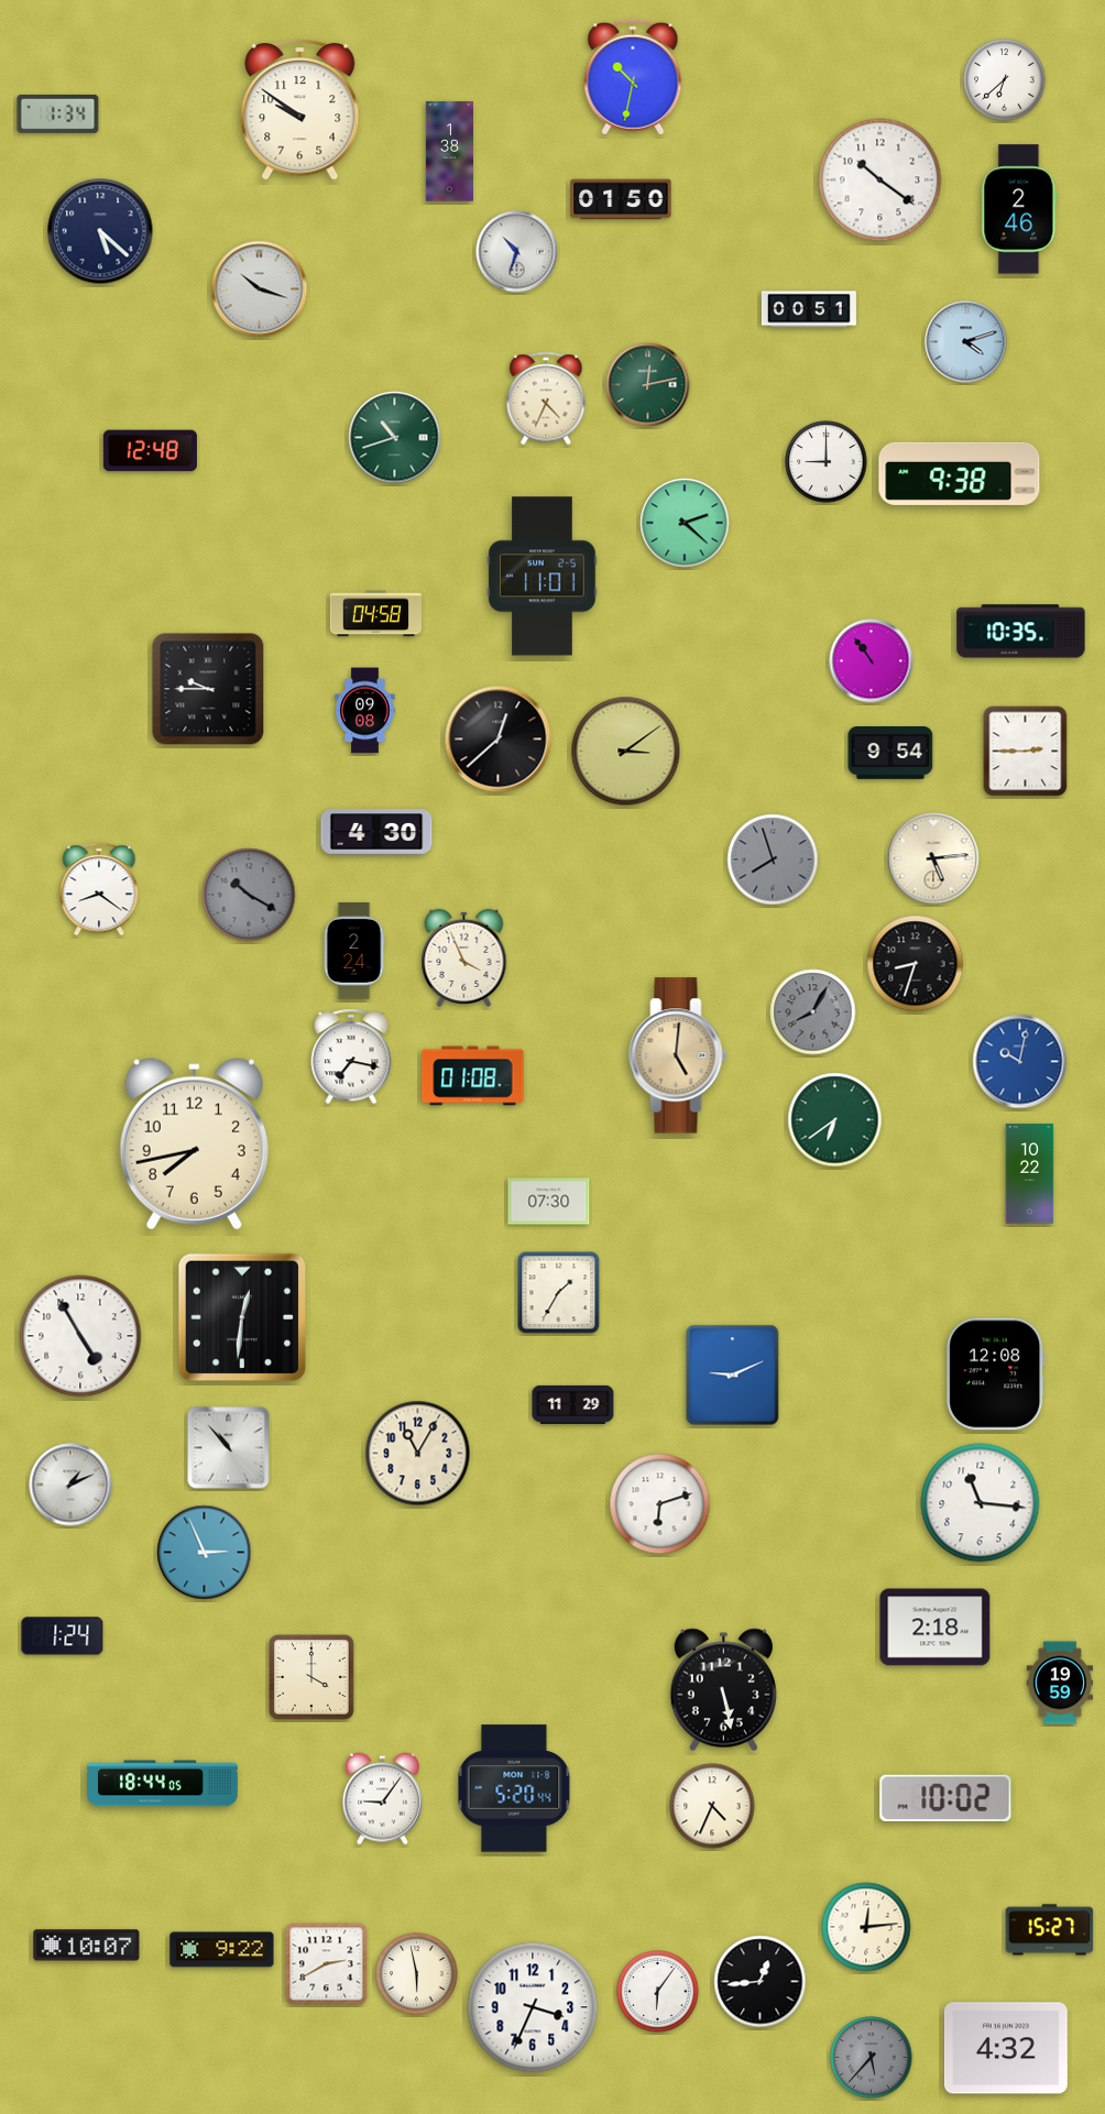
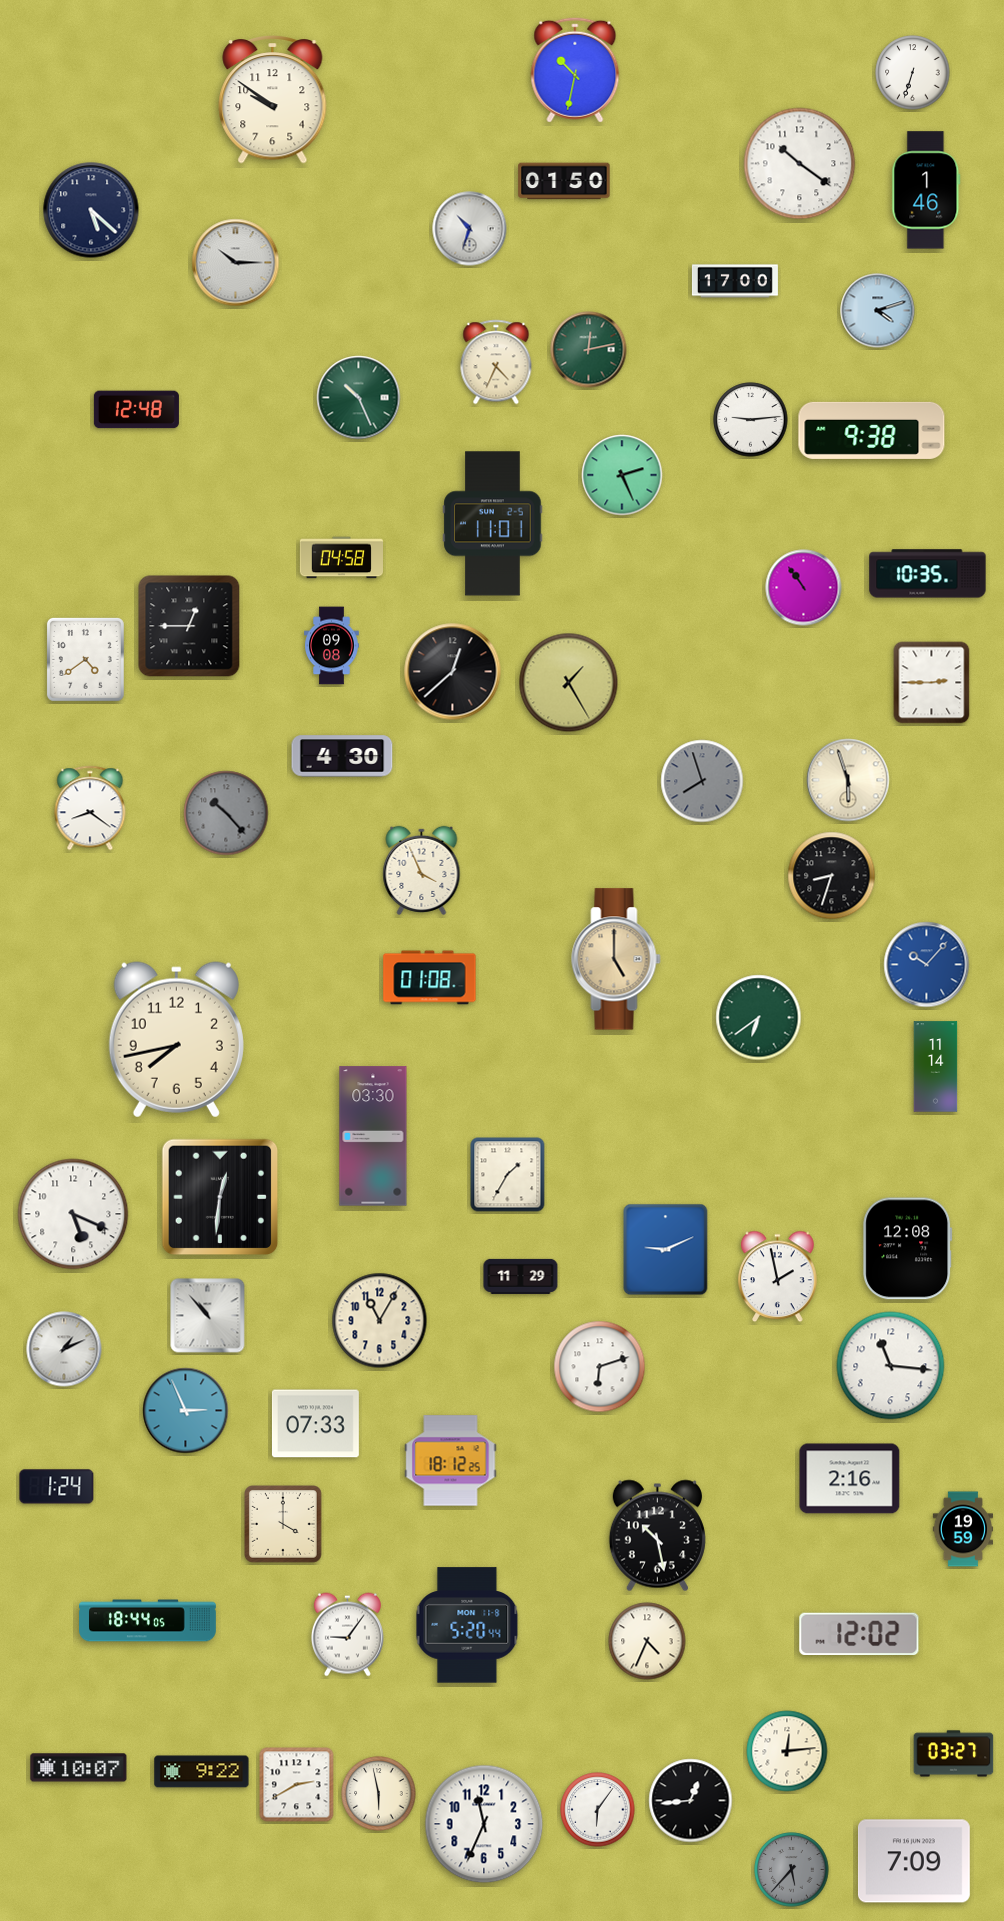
clock at (1005, 80): 6:38 -> 6:33
clock at (58, 113): 1:34 -> none
clock at (449, 152): 1:38 -> none
clock at (1019, 209): 2:46 -> 1:46
clock at (260, 289): 10:18 -> 10:15
clock at (809, 309): 00:51 -> 17:00
clock at (395, 438): 10:42 -> 10:26
clock at (827, 462): 9:00 -> 9:14
clock at (685, 523): 2:22 -> 2:26
clock at (872, 661) position: (872, 661) -> (804, 588)
clock at (208, 689): 9:45 -> 12:45
clock at (85, 659): none -> 4:39
clock at (626, 752): 3:09 -> 1:25
clock at (890, 753): 9:54 -> none
clock at (933, 858): 5:14 -> 5:57
clock at (249, 895): 10:20 -> 10:23
clock at (354, 951): 2:24 -> none
clock at (813, 1012): 8:05 -> none
clock at (678, 1055): 5:01 -> 5:00
clock at (351, 1056): 7:17 -> none
clock at (1020, 1062): 10:02 -> 10:07
clock at (1030, 1174): 10:22 -> 11:14
clock at (549, 1202): 07:30 -> none
clock at (373, 1136): none -> 03:30
clock at (80, 1336): 4:55 -> 5:19
clock at (996, 1374) position: (996, 1374) -> (908, 1249)
clock at (778, 1277): none -> 1:58
clock at (315, 1424): none -> 07:33
clock at (451, 1461): none -> 18:12
clock at (936, 1628): 2:18 -> 2:16
clock at (723, 1690): 5:28 -> 10:28
clock at (945, 1797): 10:02 -> 12:02
clock at (1050, 1930): 15:27 -> 03:27
clock at (533, 2007): 3:34 -> 11:34
clock at (1006, 2048): 4:32 -> 7:09
